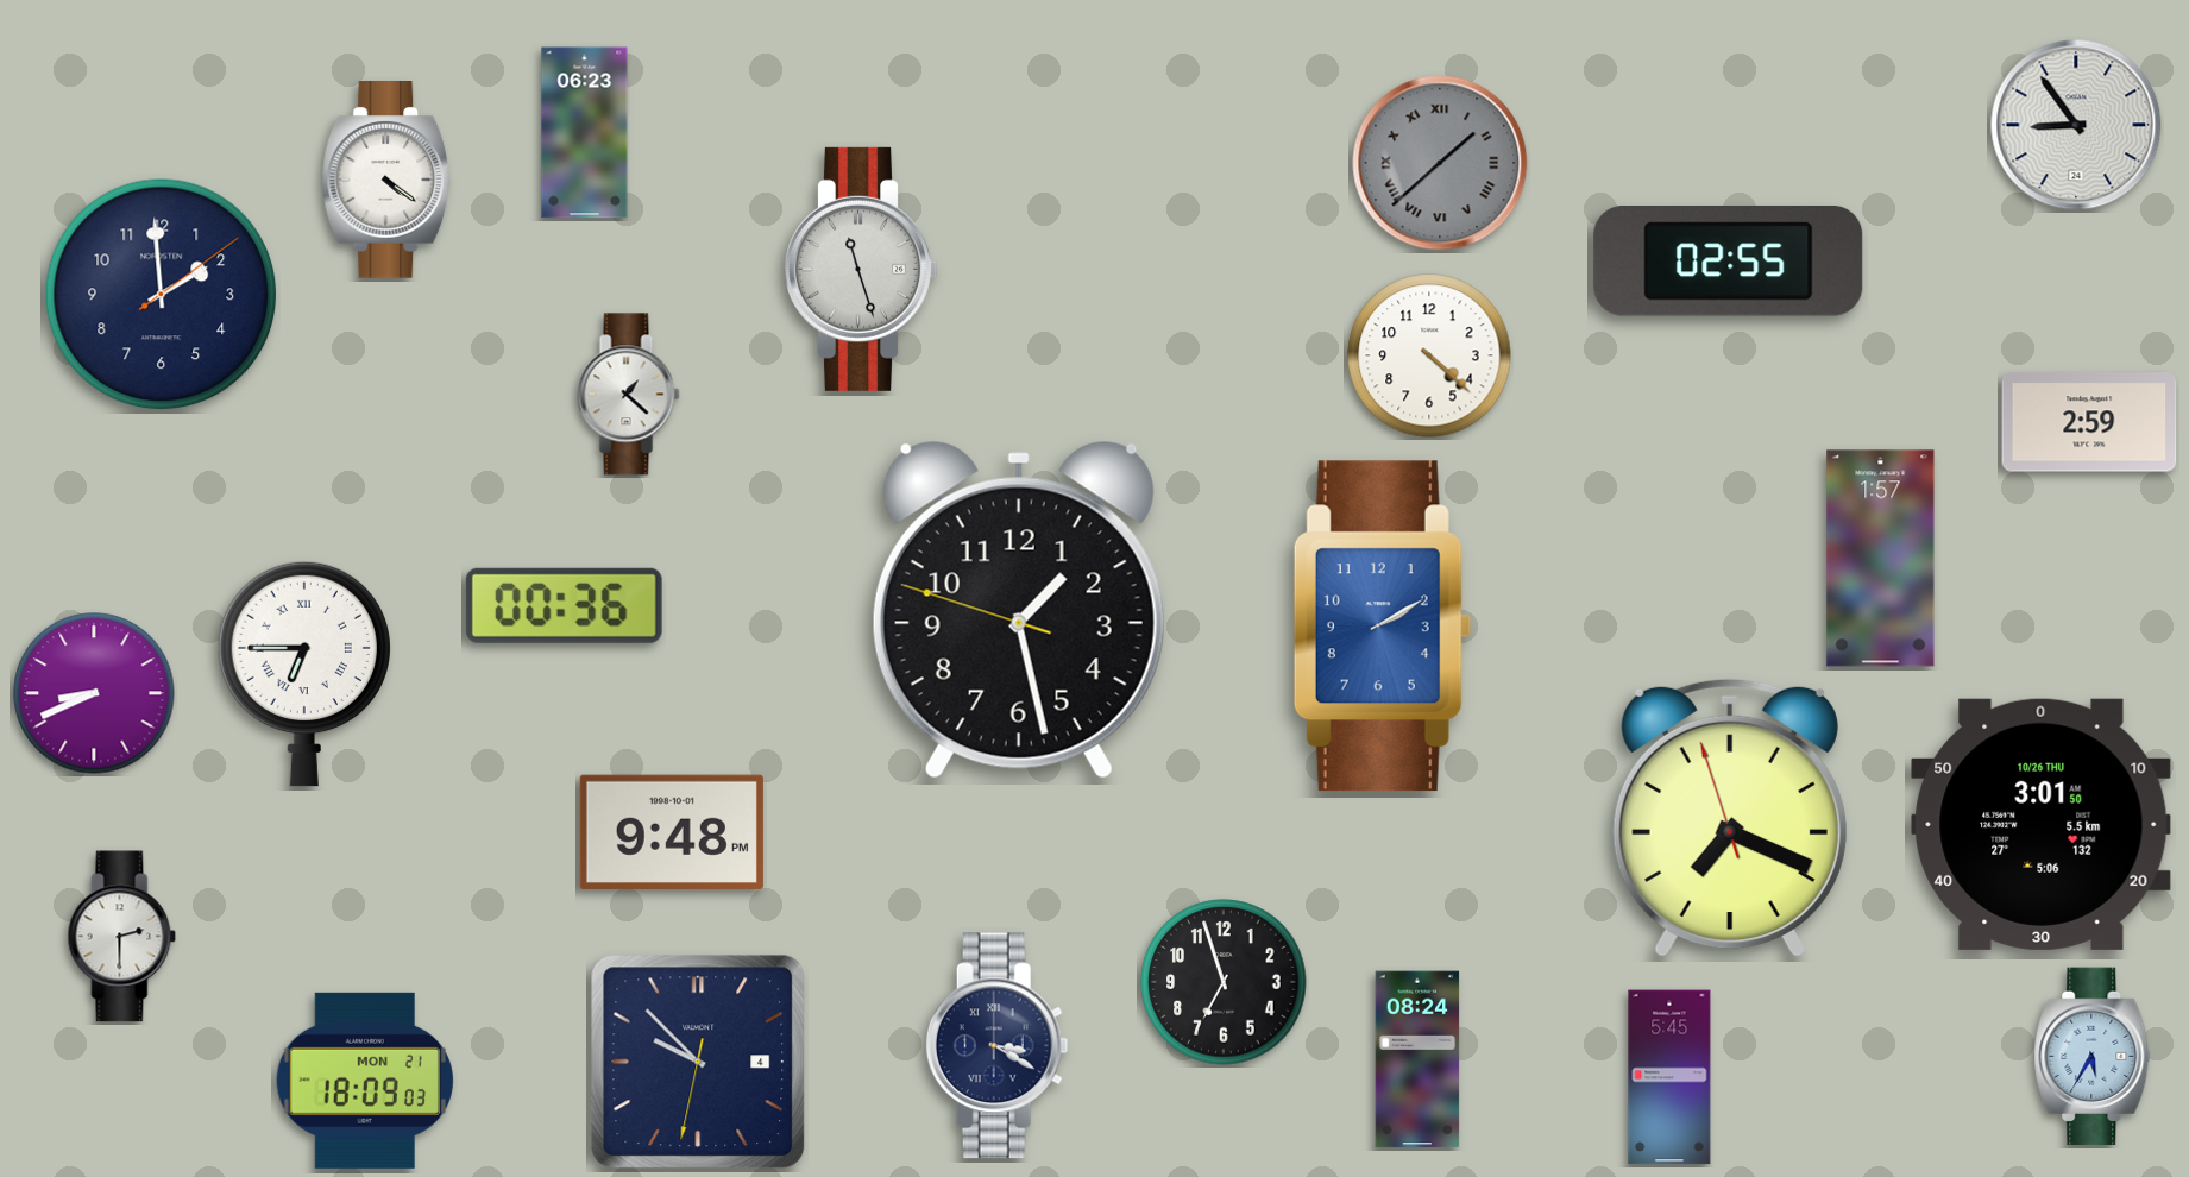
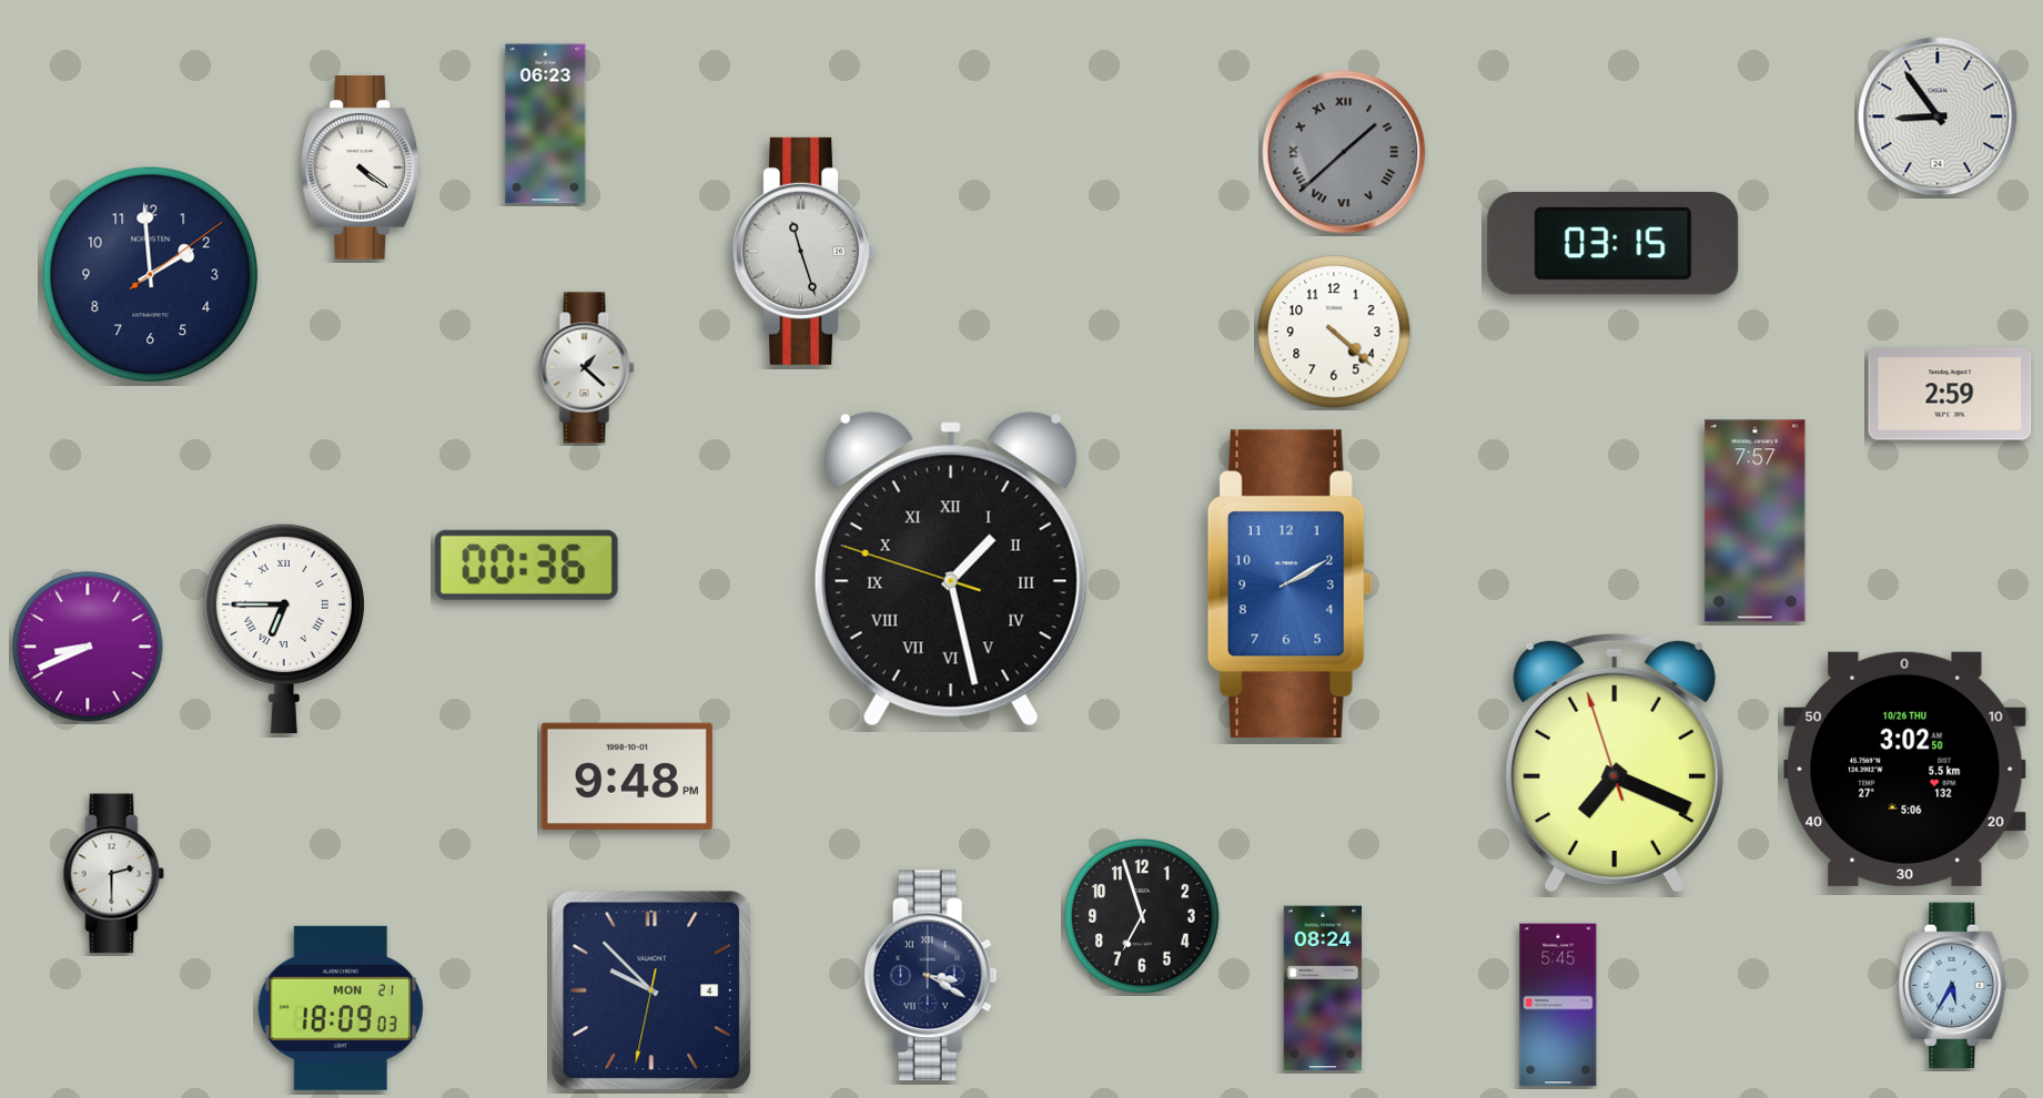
clock at (1729, 262): 02:55 -> 03:15
clock at (1881, 559): 1:57 -> 7:57
clock at (1019, 610) numerals: Arabic -> Roman
clock at (2042, 824): 3:01 -> 3:02
